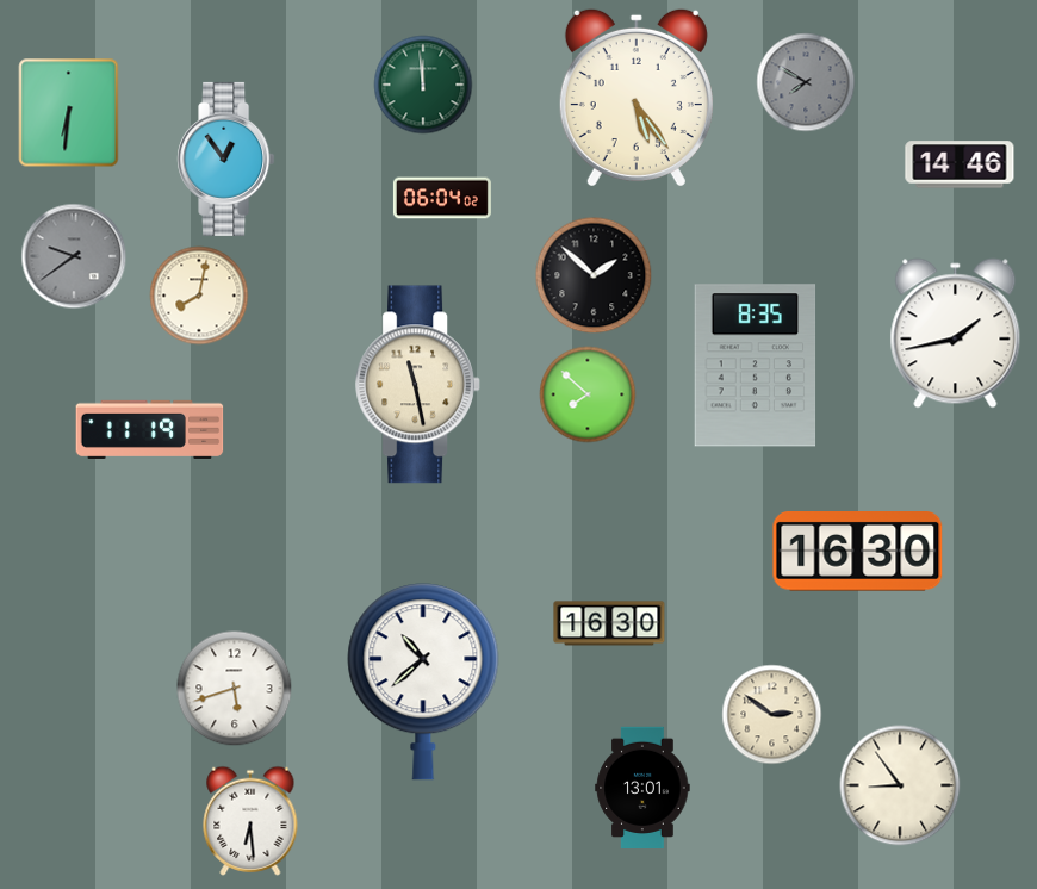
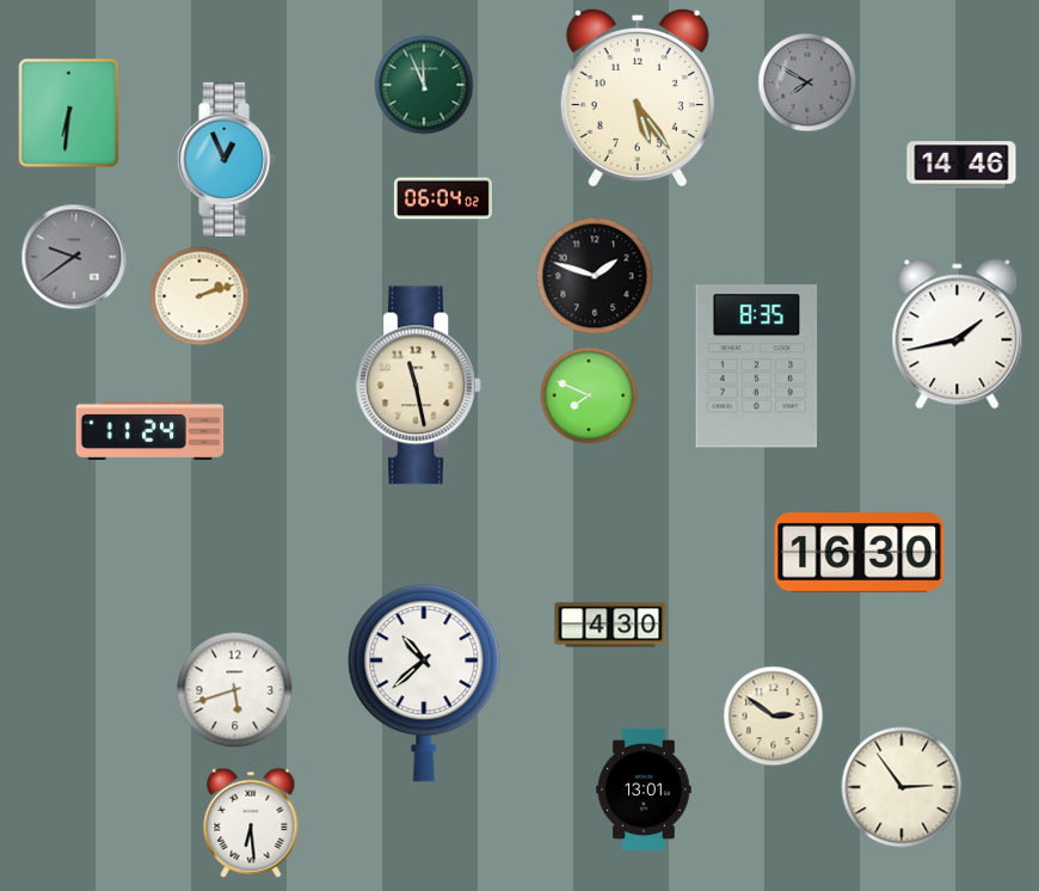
clock at (423, 85): 11:59 -> 11:56
clock at (226, 158): 12:54 -> 12:56
clock at (594, 275): 1:52 -> 1:48
clock at (199, 296): 8:02 -> 2:12
clock at (588, 394): 7:52 -> 7:49
clock at (150, 429): 11:19 -> 11:24
clock at (609, 623): 16:30 -> 4:30
clock at (900, 785): 8:54 -> 2:54
